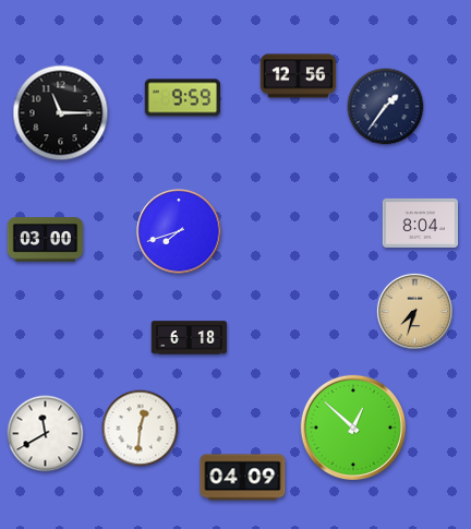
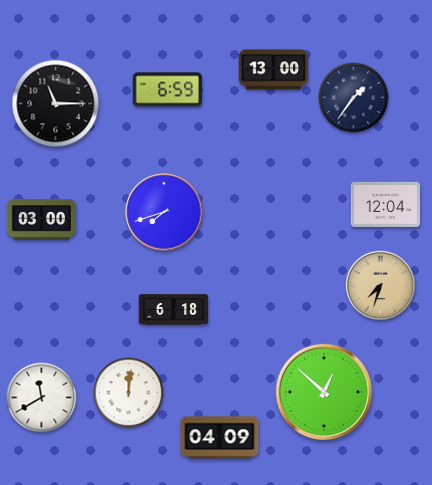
clock at (299, 76): 12:56 -> 13:00
clock at (182, 98): 9:59 -> 6:59
clock at (421, 223): 8:04 -> 12:04
clock at (141, 429): 12:31 -> 12:01
clock at (243, 478) position: (243, 478) -> (220, 438)
